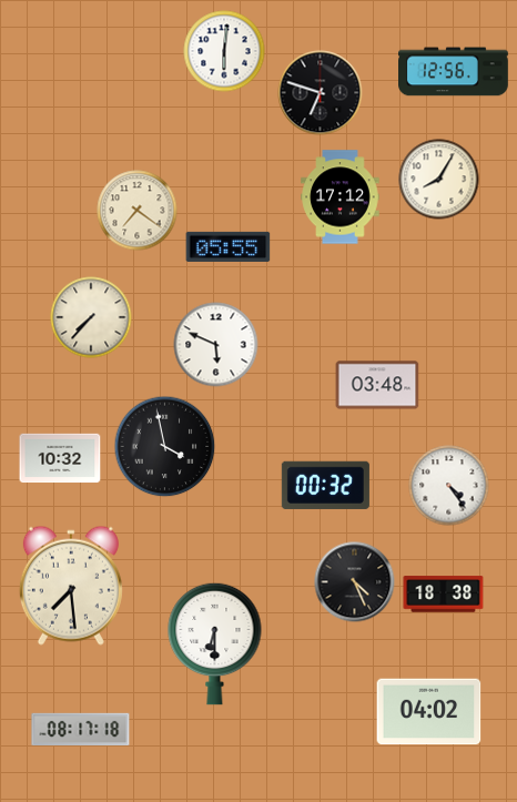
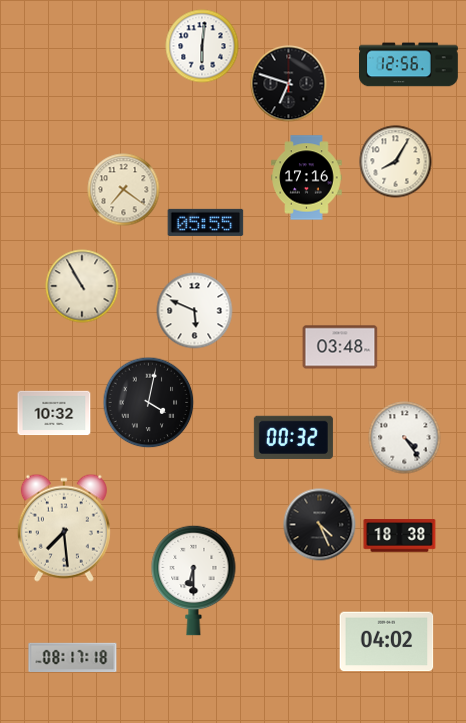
clock at (341, 197): 17:12 -> 17:16
clock at (91, 317): 7:37 -> 10:55
clock at (165, 447): 3:58 -> 4:02
